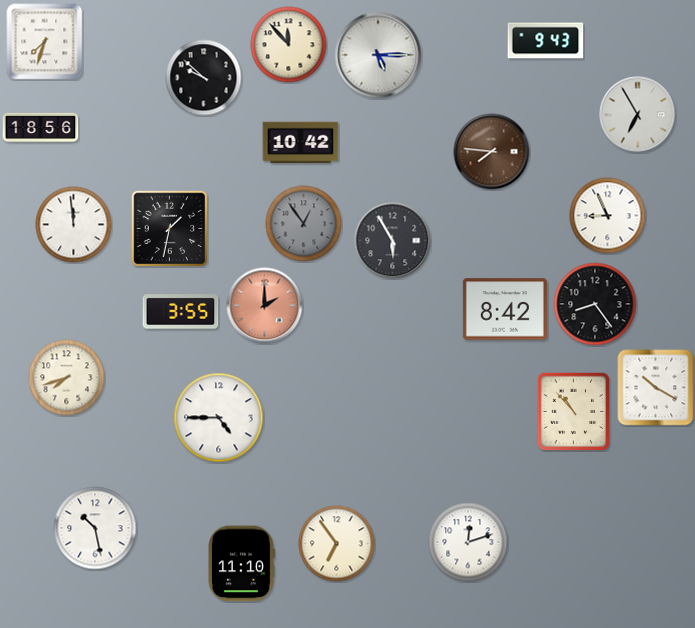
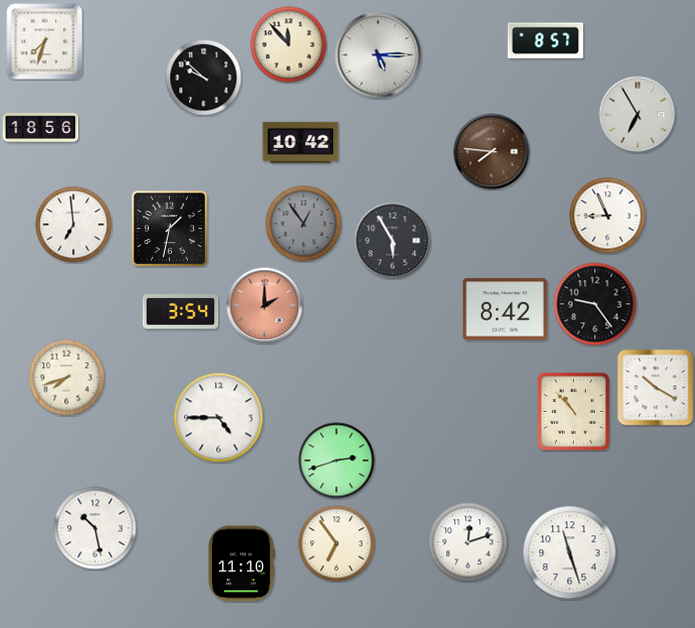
clock at (546, 41): 9:43 -> 8:57
clock at (74, 225): 11:59 -> 6:59
clock at (595, 304): 8:24 -> 9:24
clock at (181, 312): 3:55 -> 3:54
clock at (337, 461): none -> 2:42
clock at (570, 553): none -> 11:27
